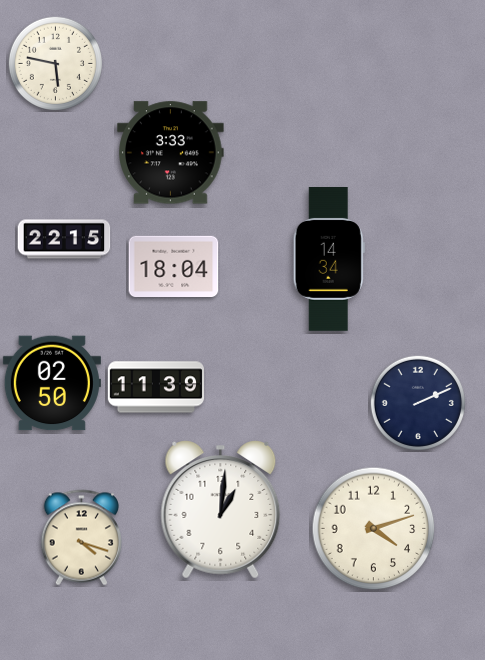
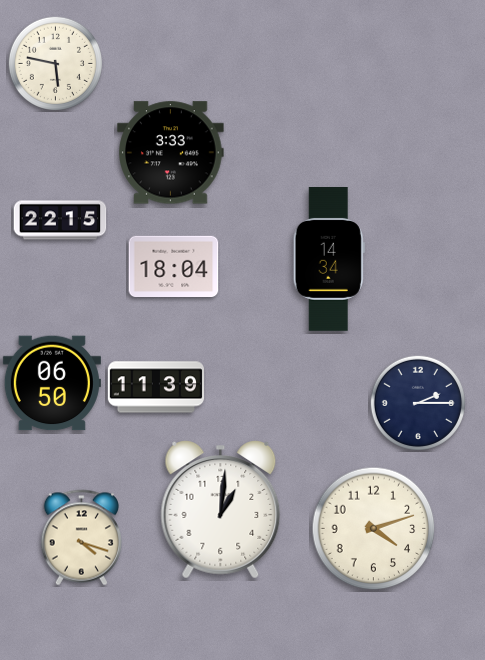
clock at (64, 239) position: (64, 239) -> (60, 220)
clock at (52, 383): 02:50 -> 06:50
clock at (418, 403): 2:11 -> 2:15
